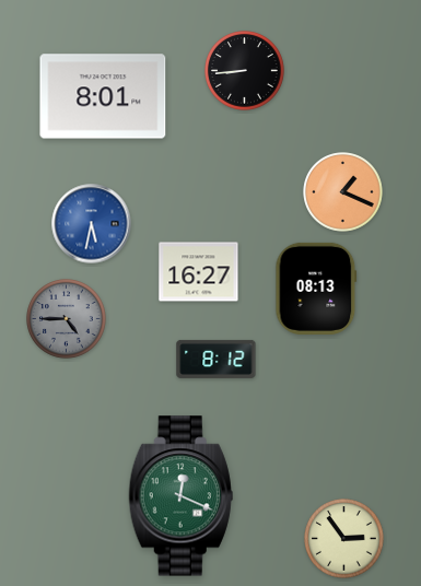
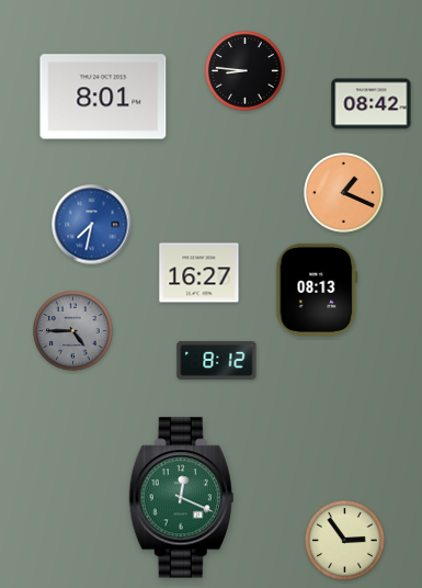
clock at (245, 71): 8:44 -> 8:46
clock at (372, 104): none -> 08:42
clock at (92, 224): 5:32 -> 7:32
clock at (67, 319) position: (67, 319) -> (73, 331)
